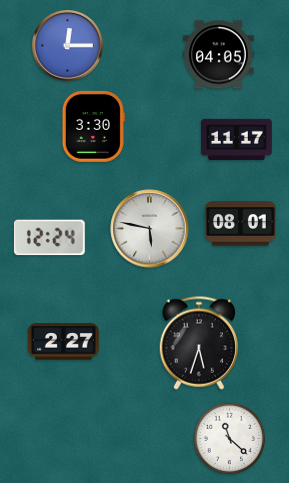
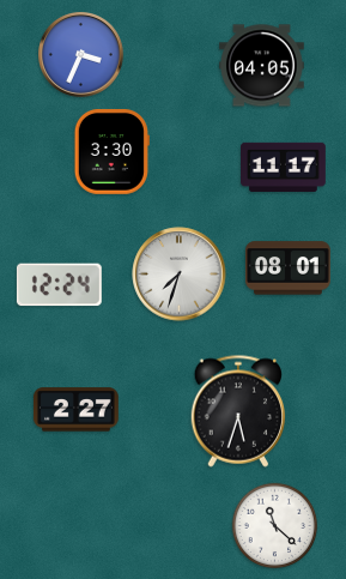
clock at (68, 46): 12:15 -> 3:34
clock at (150, 229): 5:47 -> 7:33
